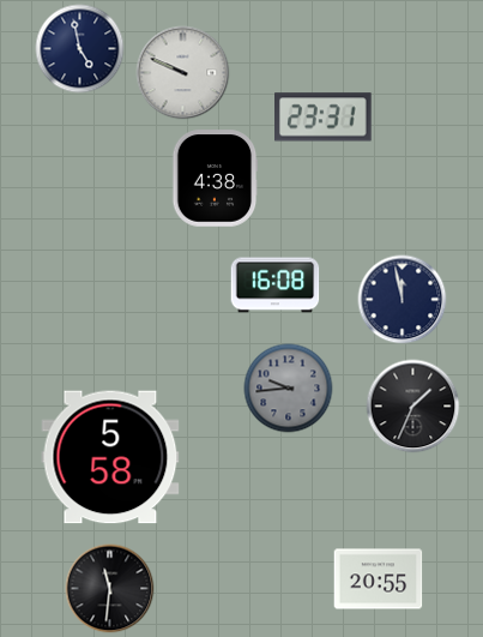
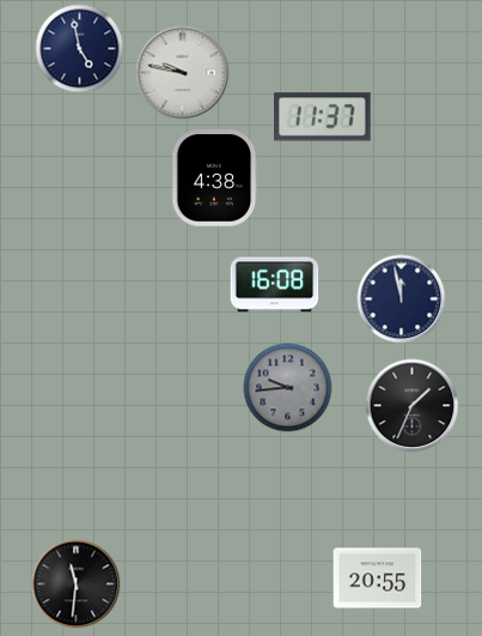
clock at (183, 73): 9:49 -> 9:47
clock at (324, 118): 23:31 -> 11:37
clock at (110, 457): 5:58 -> none
clock at (110, 589) position: (110, 589) -> (77, 584)
